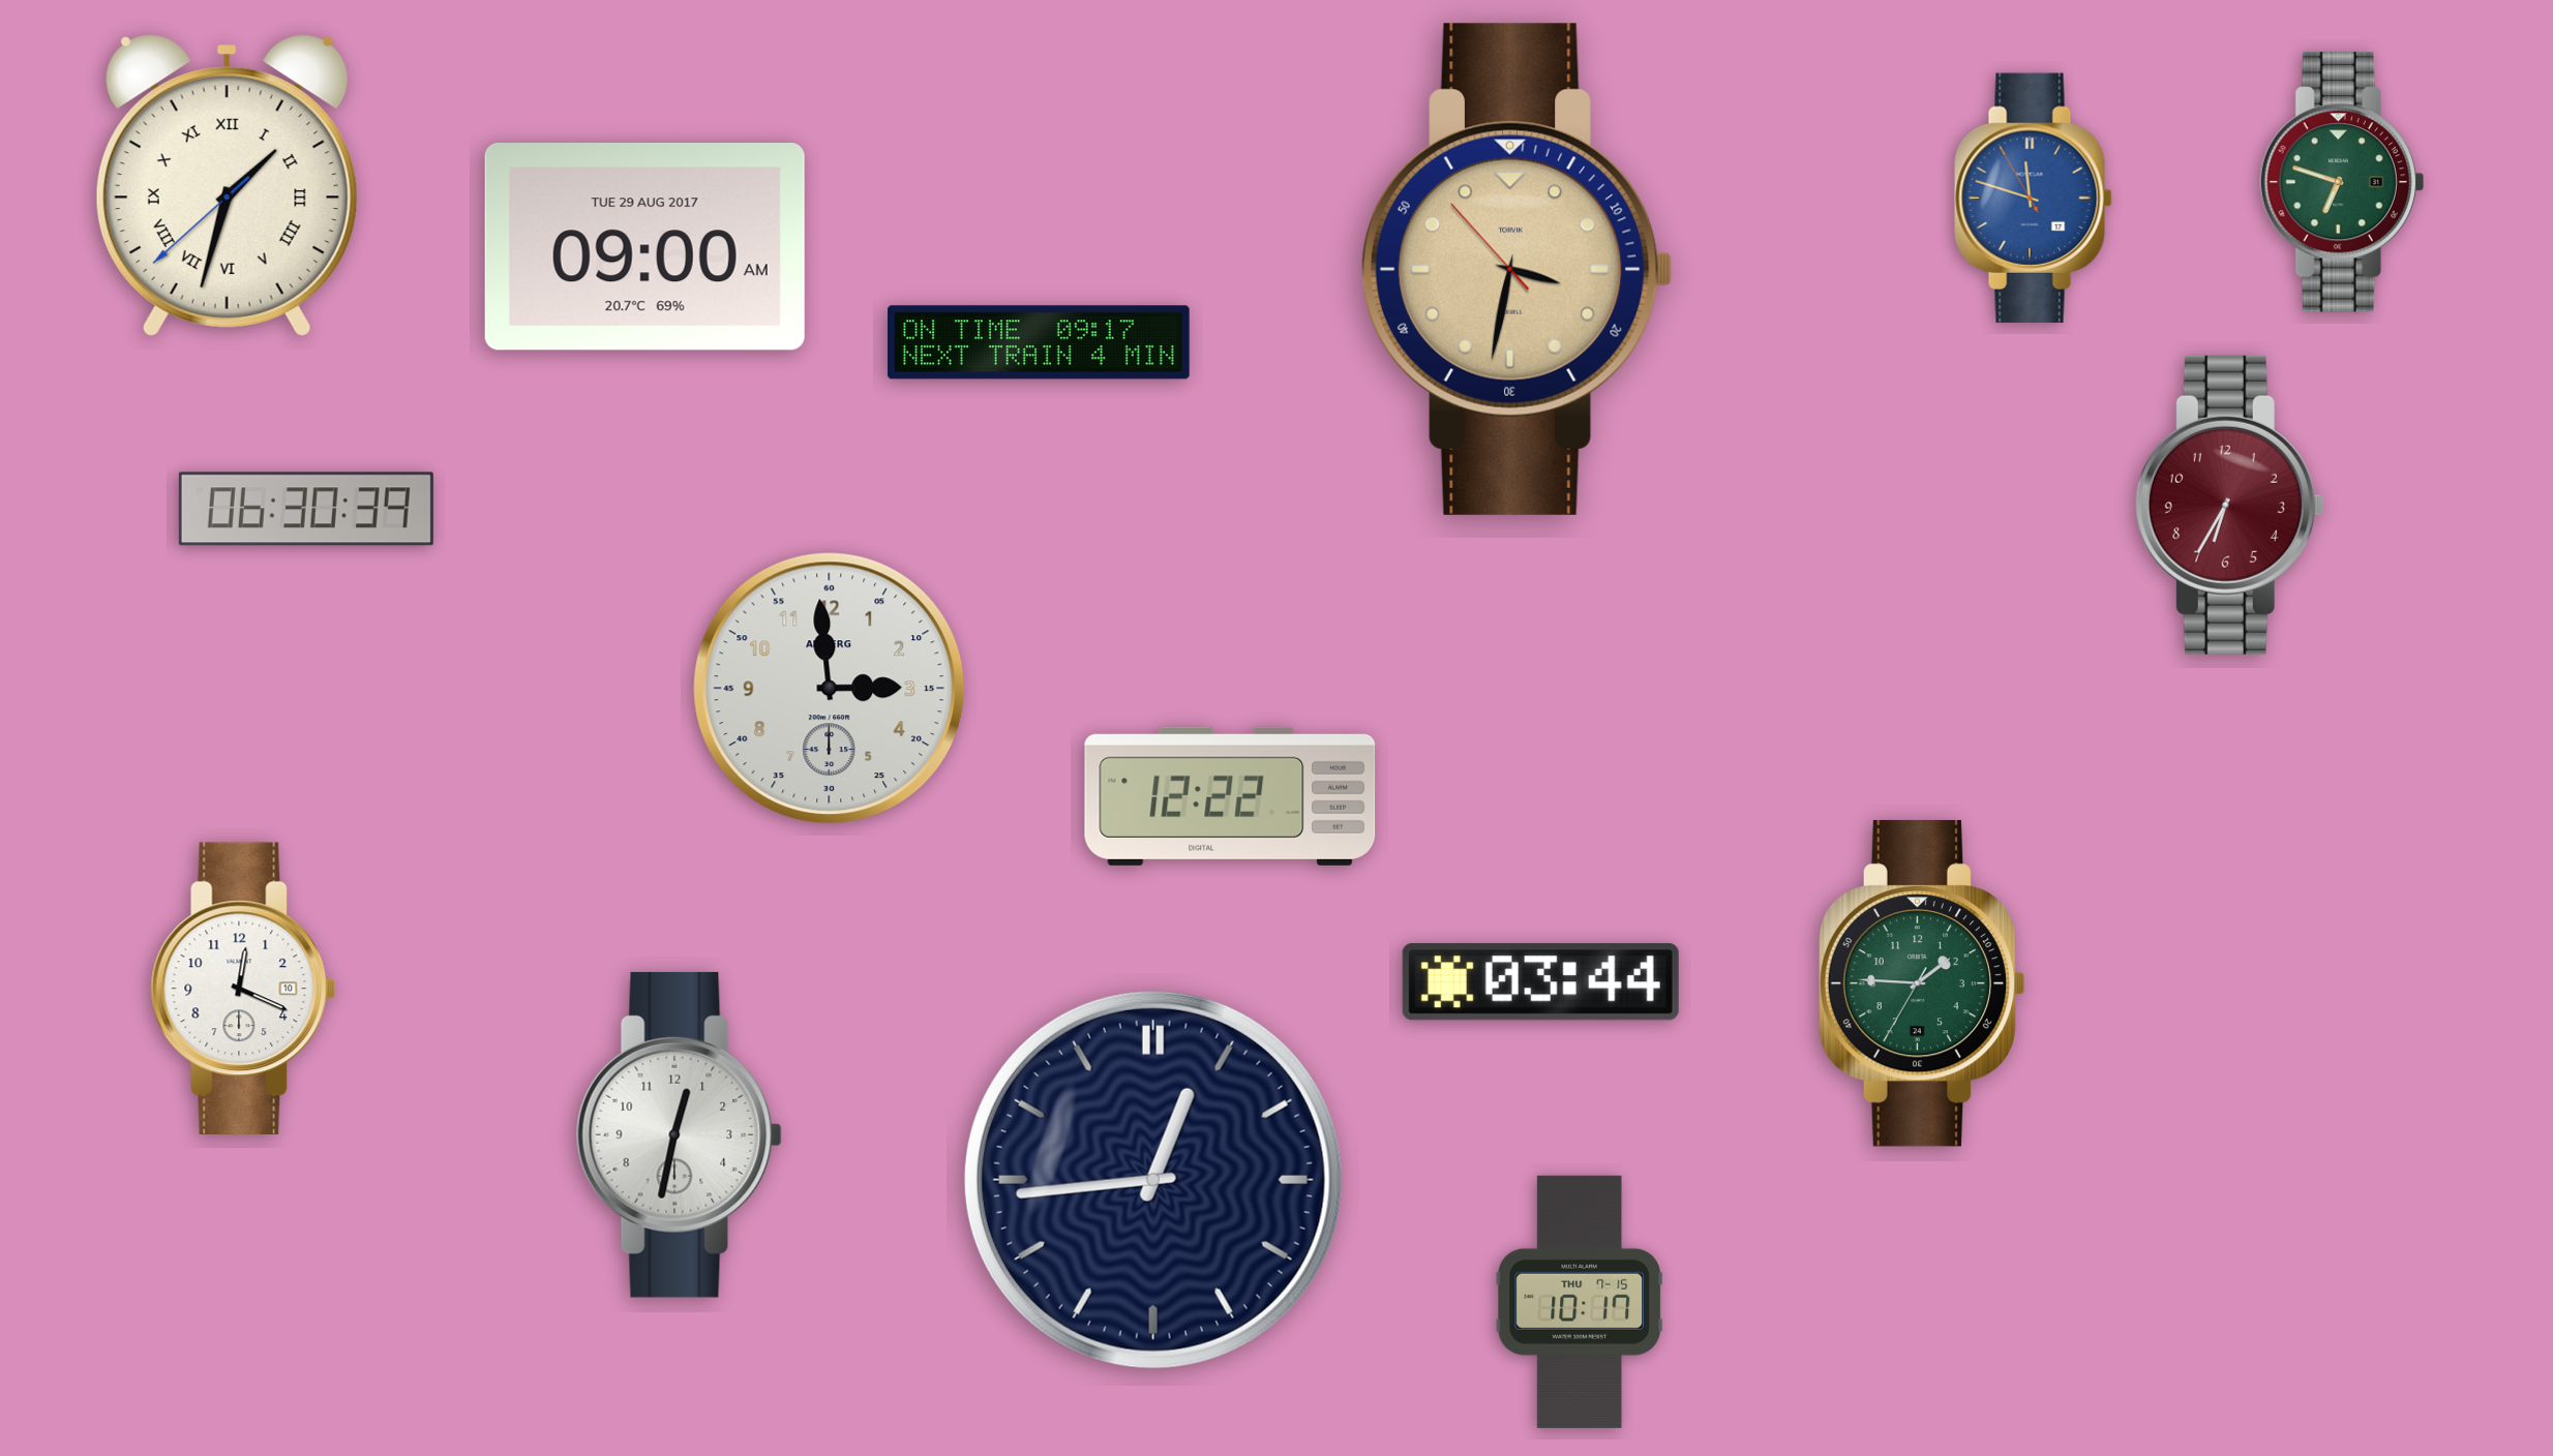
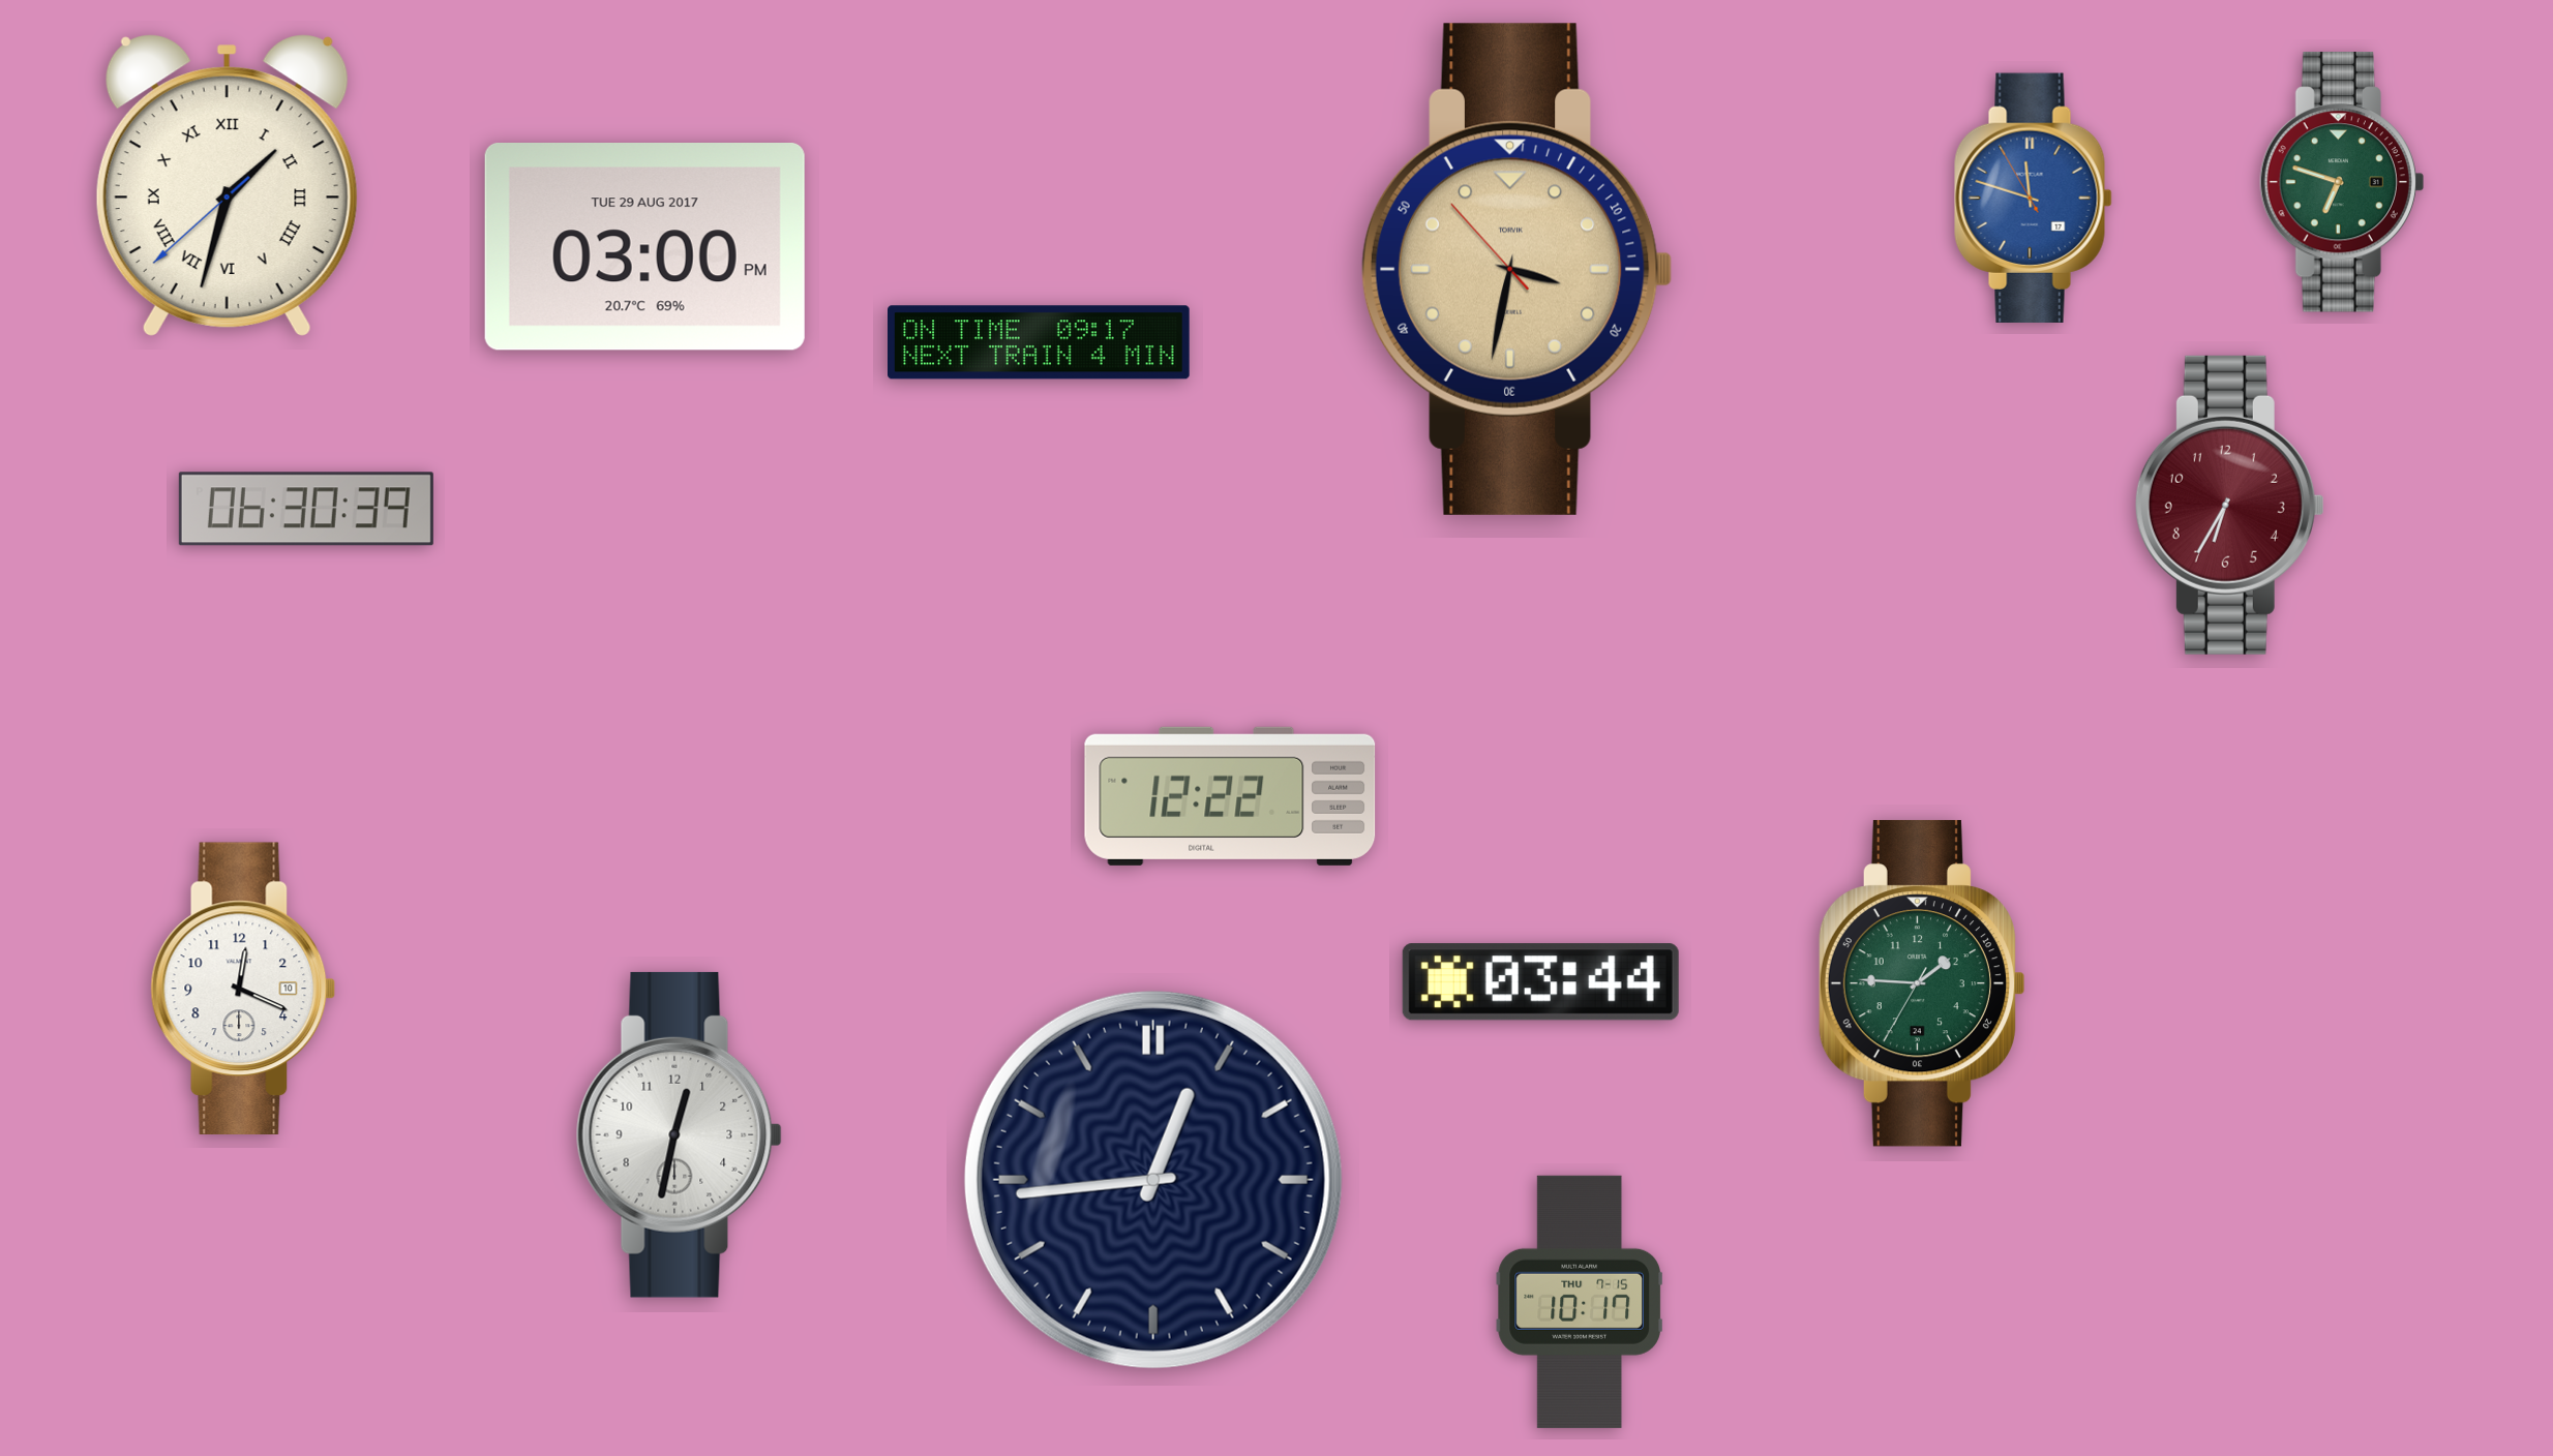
clock at (644, 247): 09:00 -> 03:00
clock at (830, 689): 2:59 -> none
